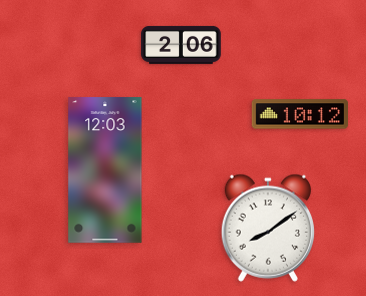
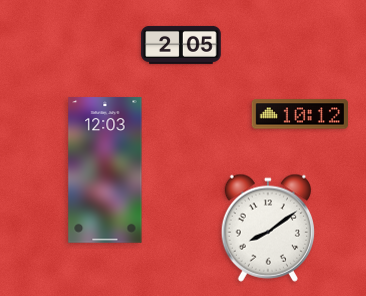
clock at (181, 45): 2:06 -> 2:05
